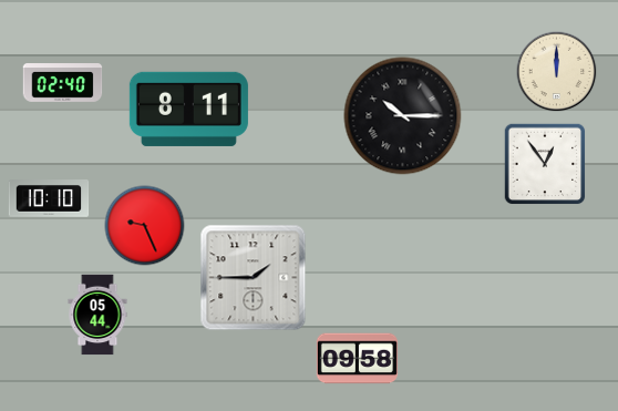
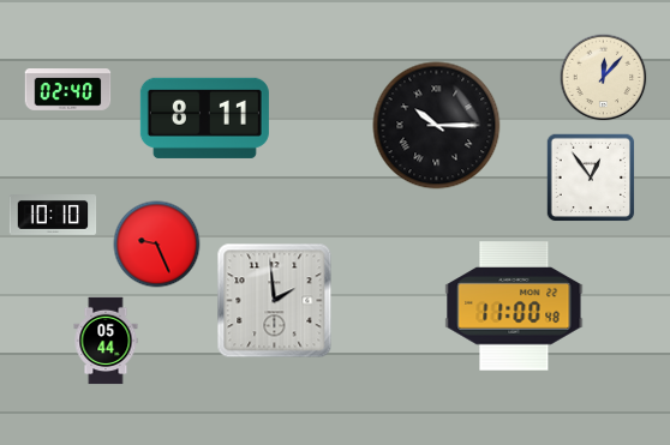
clock at (557, 72): 12:00 -> 12:07
clock at (254, 278): 1:45 -> 1:59
clock at (514, 306): none -> 11:00
clock at (357, 359): 09:58 -> none
